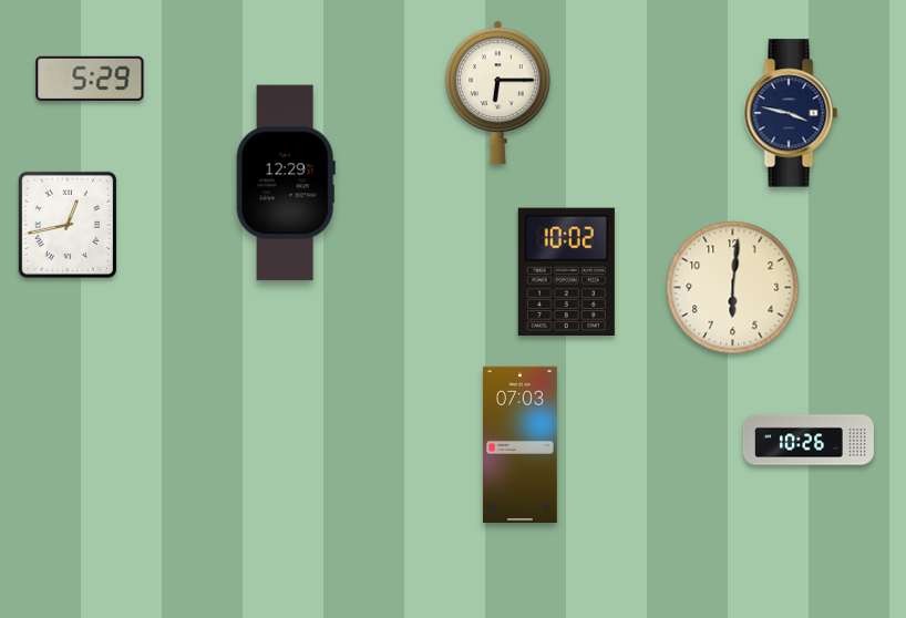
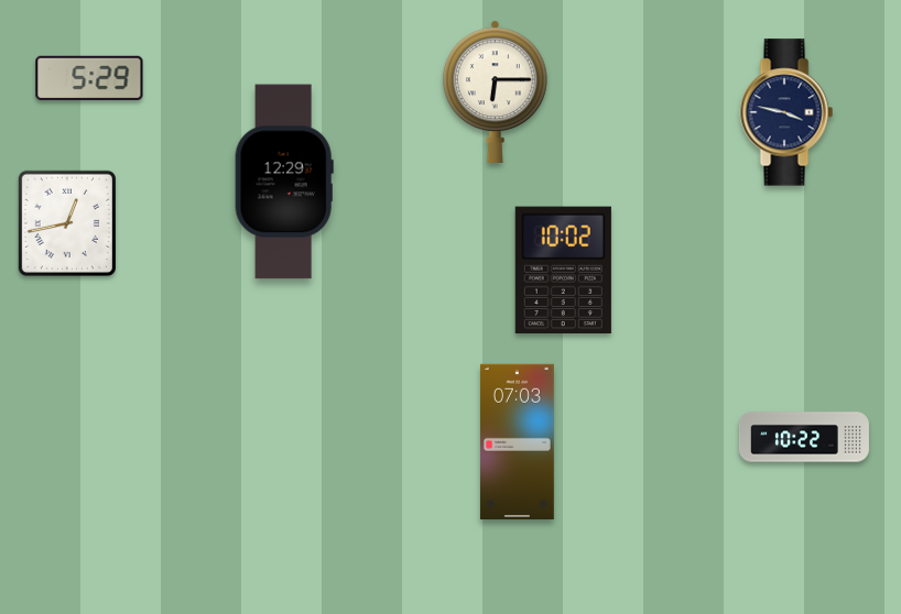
clock at (733, 288): 6:01 -> none
clock at (809, 440): 10:26 -> 10:22
